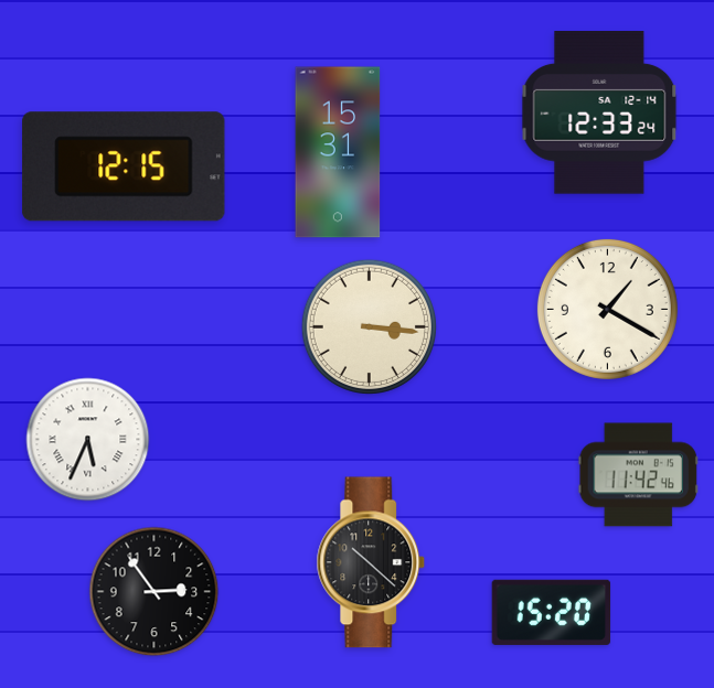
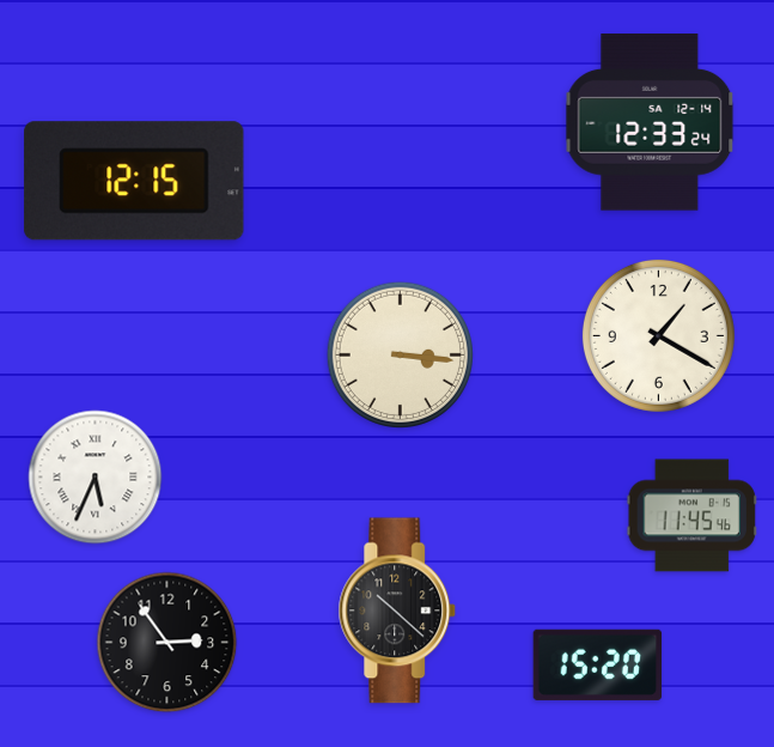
clock at (338, 152): 15:31 -> none
clock at (638, 475): 11:42 -> 11:45
clock at (371, 562) position: (371, 562) -> (397, 611)
